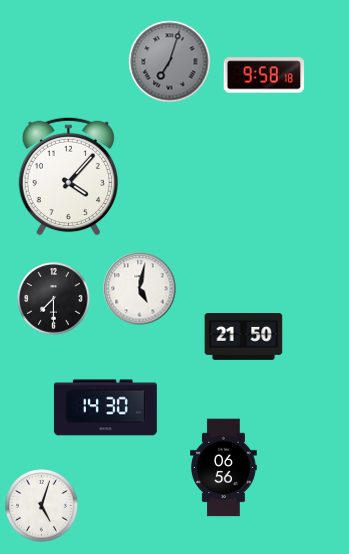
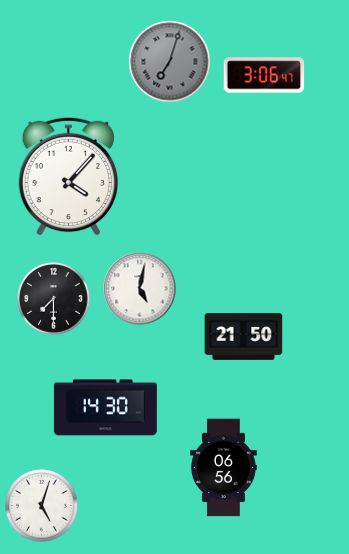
clock at (264, 75): 9:58 -> 3:06
